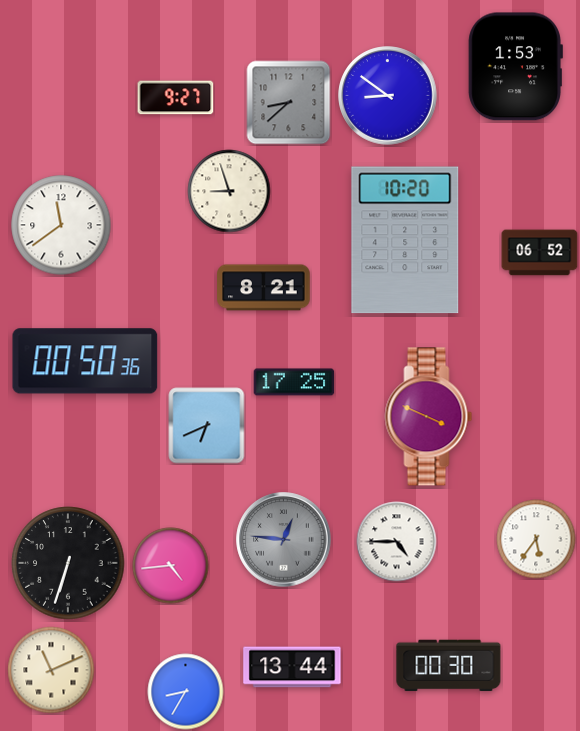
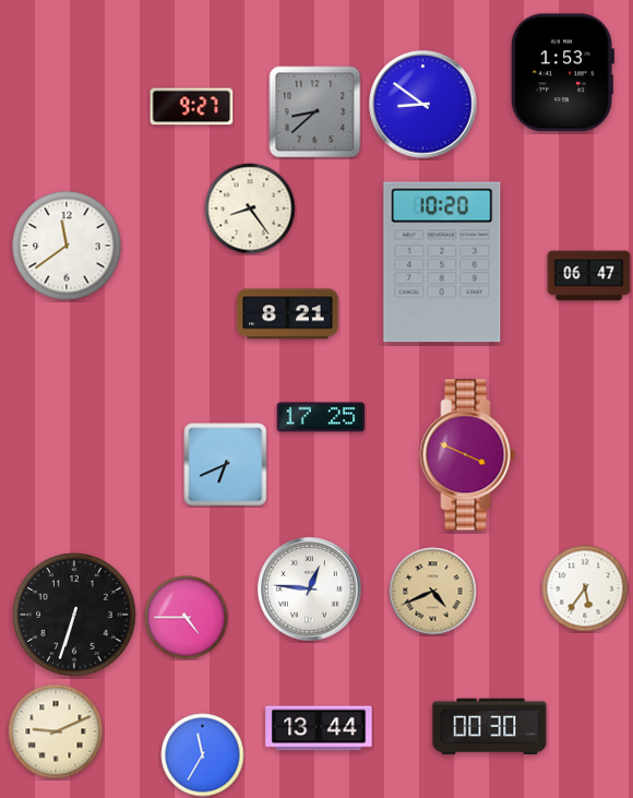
clock at (229, 191): 8:57 -> 8:24
clock at (540, 253): 06:52 -> 06:47
clock at (85, 361): 00:50 -> none
clock at (284, 540) dial: grey -> white
clock at (397, 542): 4:45 -> 4:41
clock at (397, 542) dial: white -> champagne
clock at (171, 566): 4:44 -> 4:45
clock at (51, 670): 11:11 -> 9:11
clock at (186, 692): 8:35 -> 11:35
